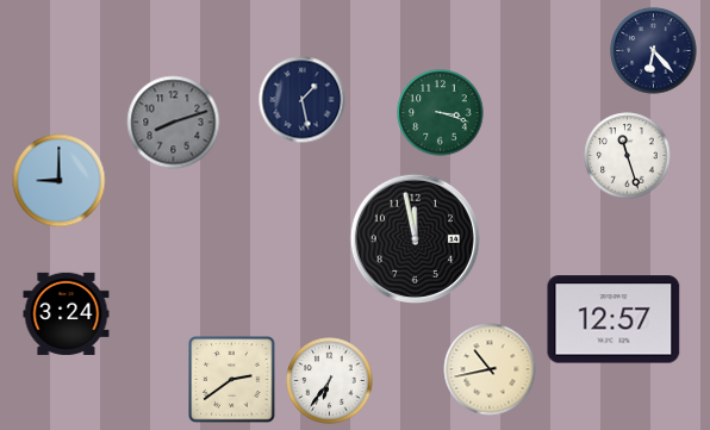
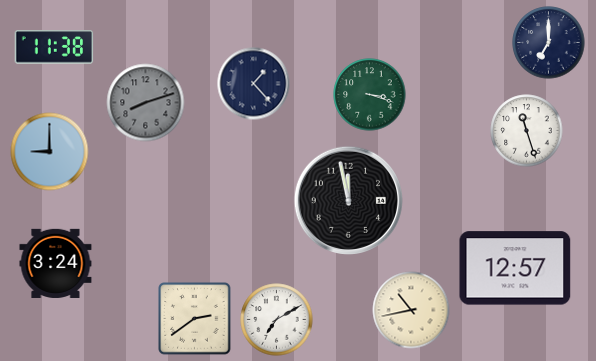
clock at (654, 51): 6:23 -> 7:00
clock at (54, 47): none -> 11:38
clock at (303, 100): 1:28 -> 1:23
clock at (330, 381): 6:36 -> 7:10
